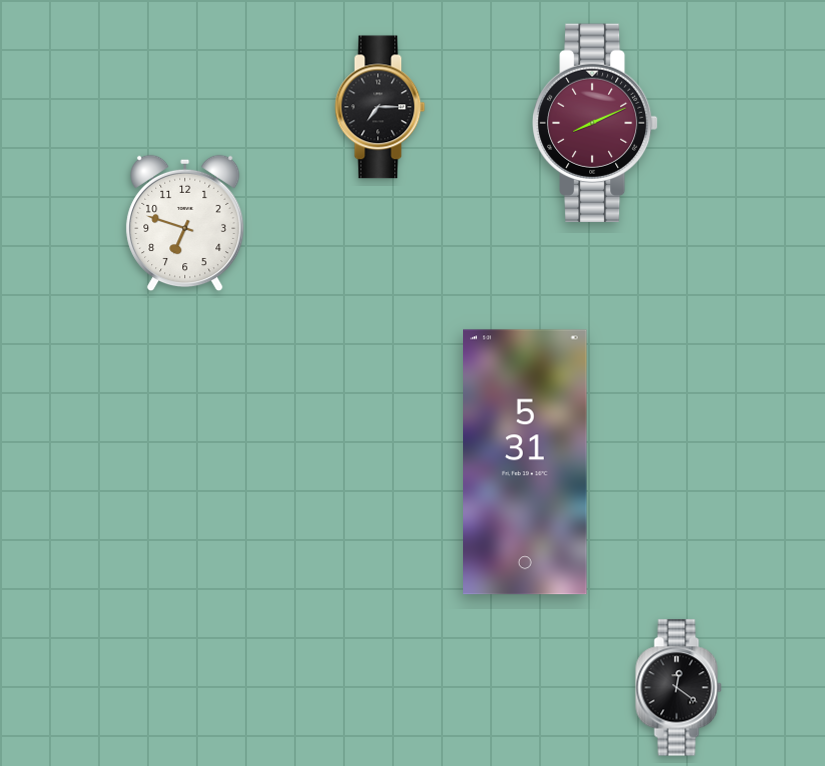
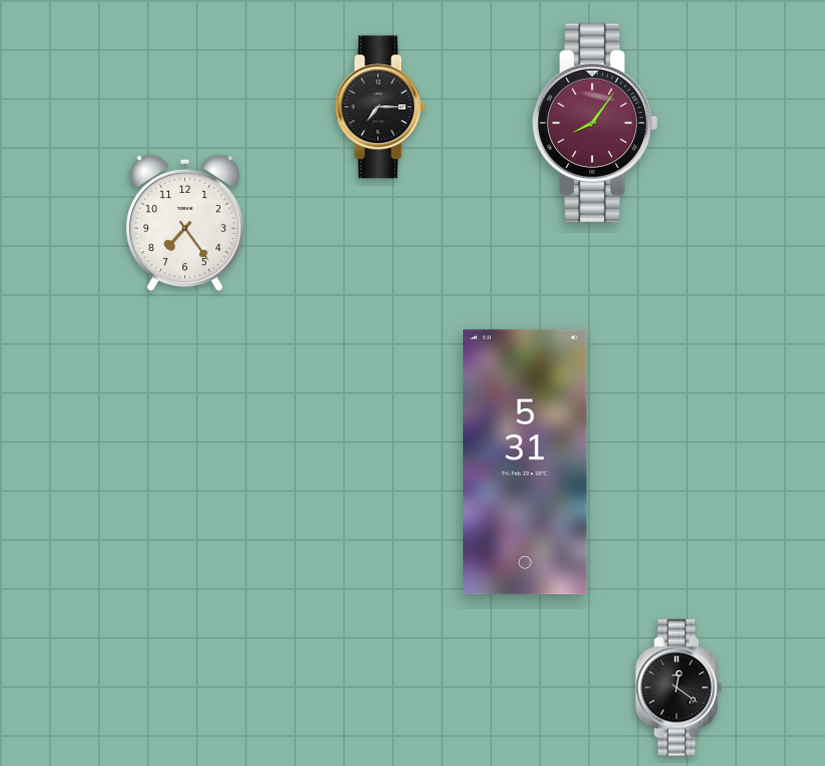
clock at (596, 123): 8:11 -> 8:06
clock at (185, 223): 6:48 -> 7:24
